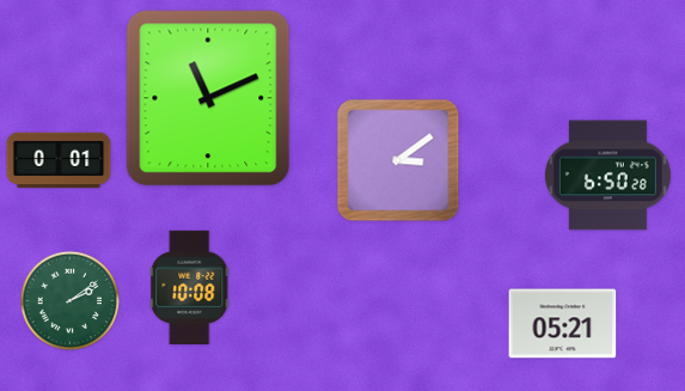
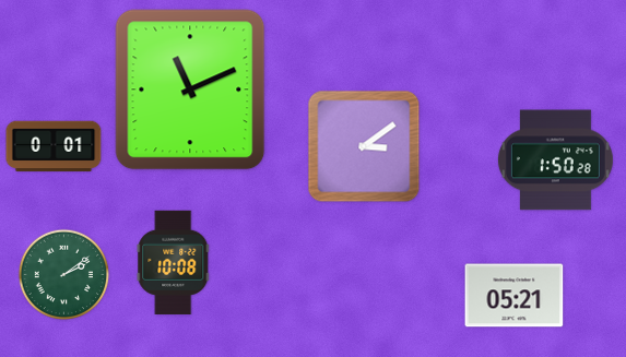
clock at (607, 176): 6:50 -> 1:50
